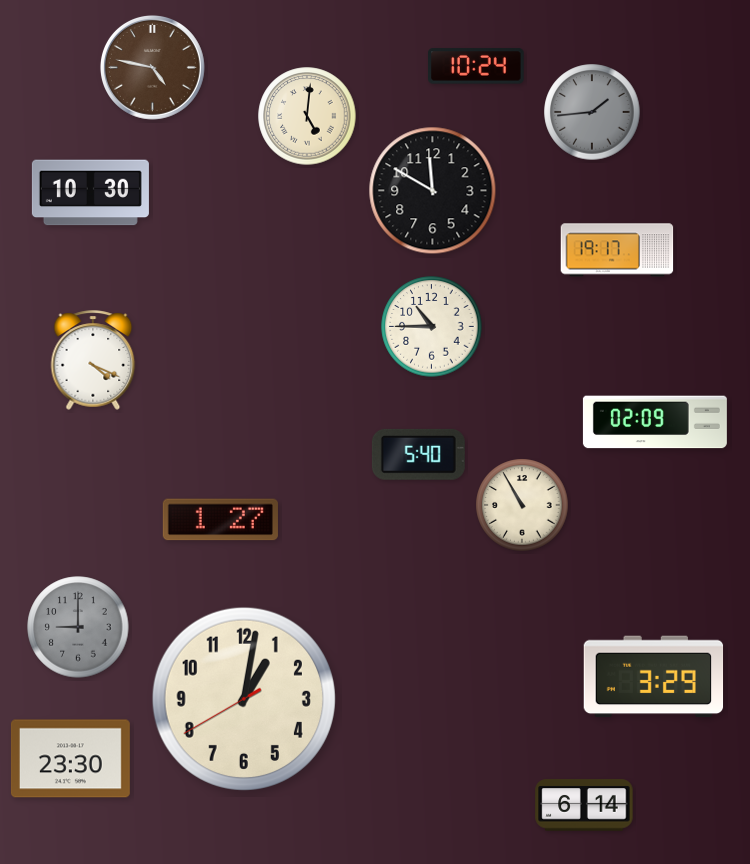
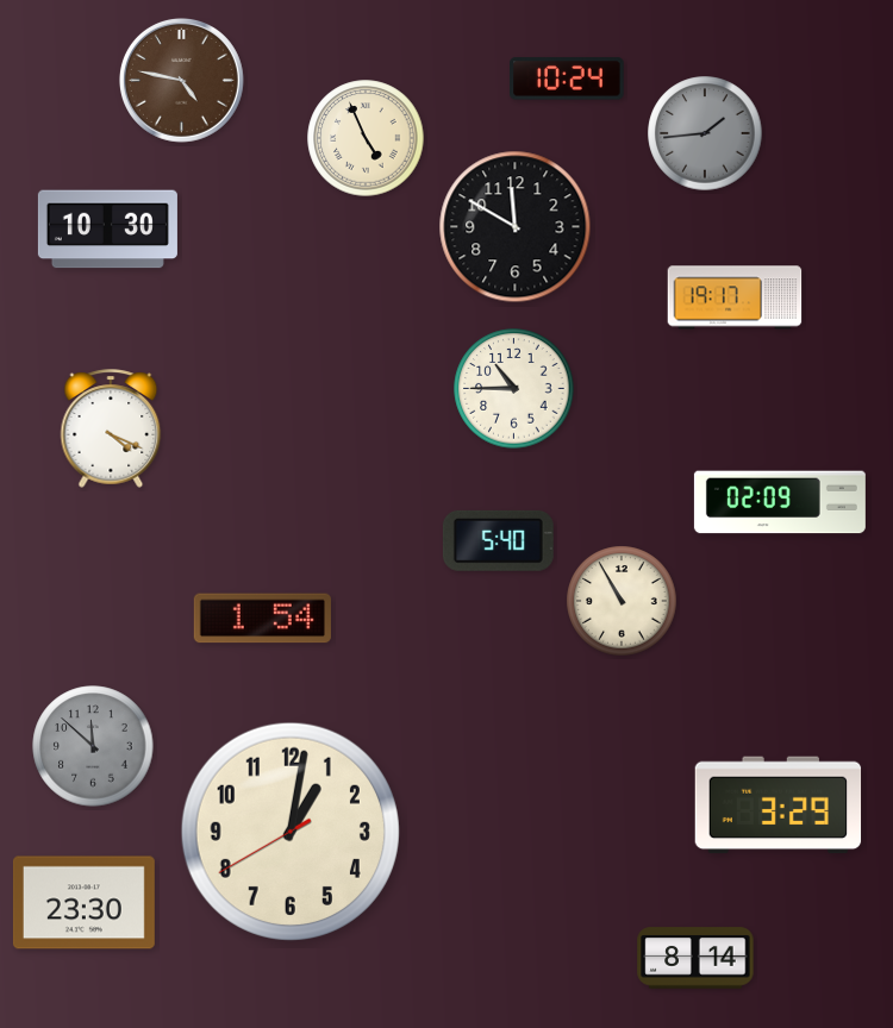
clock at (307, 116): 5:01 -> 4:56
clock at (220, 520): 1:27 -> 1:54
clock at (78, 627): 9:00 -> 11:52
clock at (584, 805): 6:14 -> 8:14
